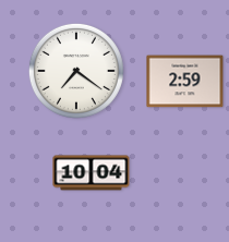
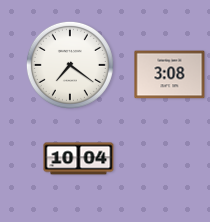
clock at (185, 82): 2:59 -> 3:08
clock at (92, 173) position: (92, 173) -> (79, 159)
